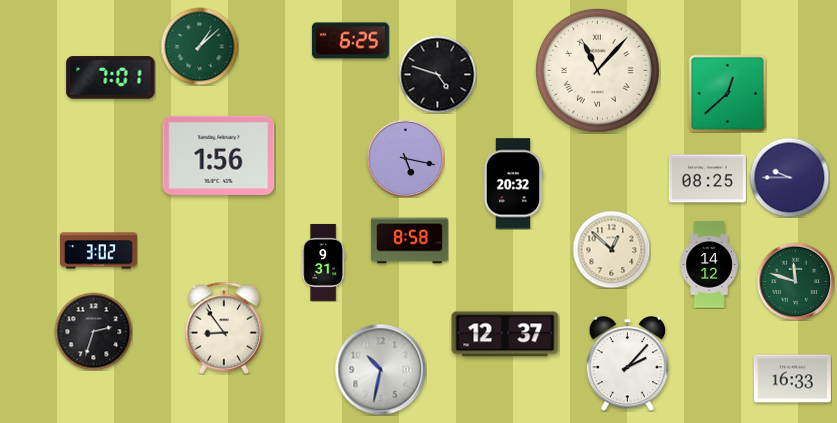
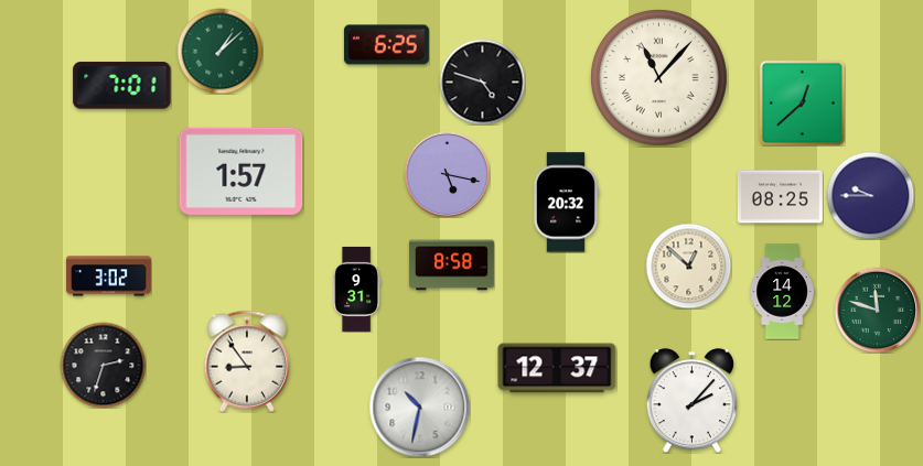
clock at (219, 155): 1:56 -> 1:57
clock at (611, 249) position: (611, 249) -> (688, 265)
clock at (792, 379): 16:33 -> none
